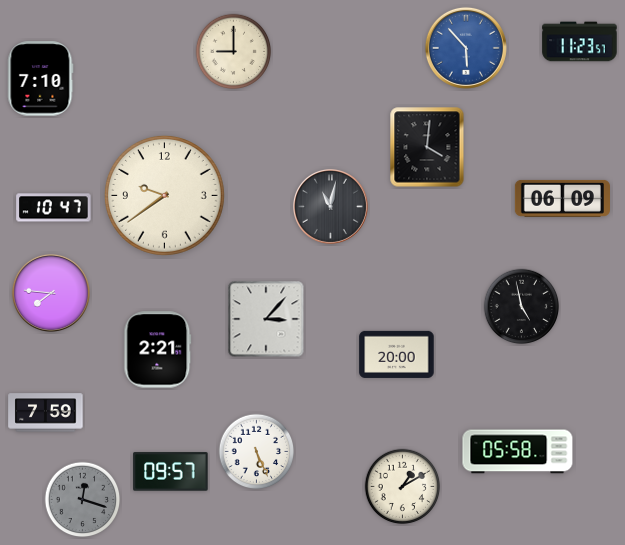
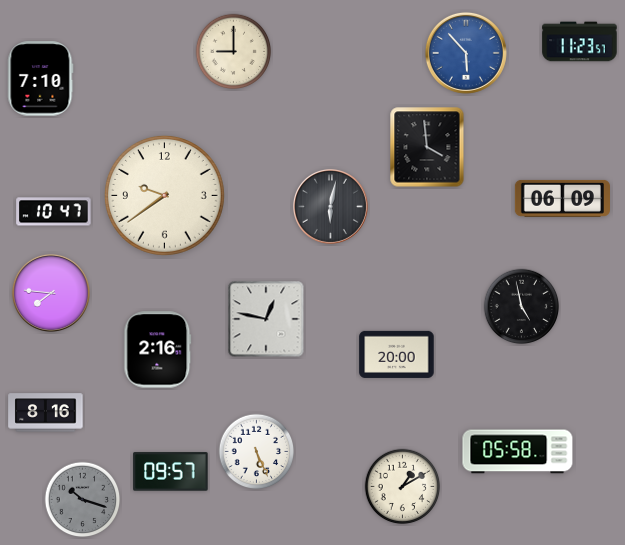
clock at (466, 48) position: (466, 48) -> (466, 53)
clock at (427, 147): 4:01 -> 3:59
clock at (330, 206): 11:02 -> 6:02
clock at (54, 208) position: (54, 208) -> (54, 212)
clock at (266, 319): 3:07 -> 12:47
clock at (158, 350): 2:21 -> 2:16
clock at (46, 413): 7:59 -> 8:16
clock at (83, 500): 12:18 -> 10:18
